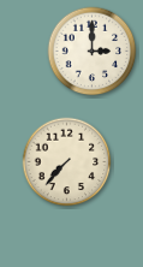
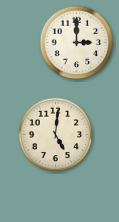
clock at (67, 162): 7:37 -> 5:01
